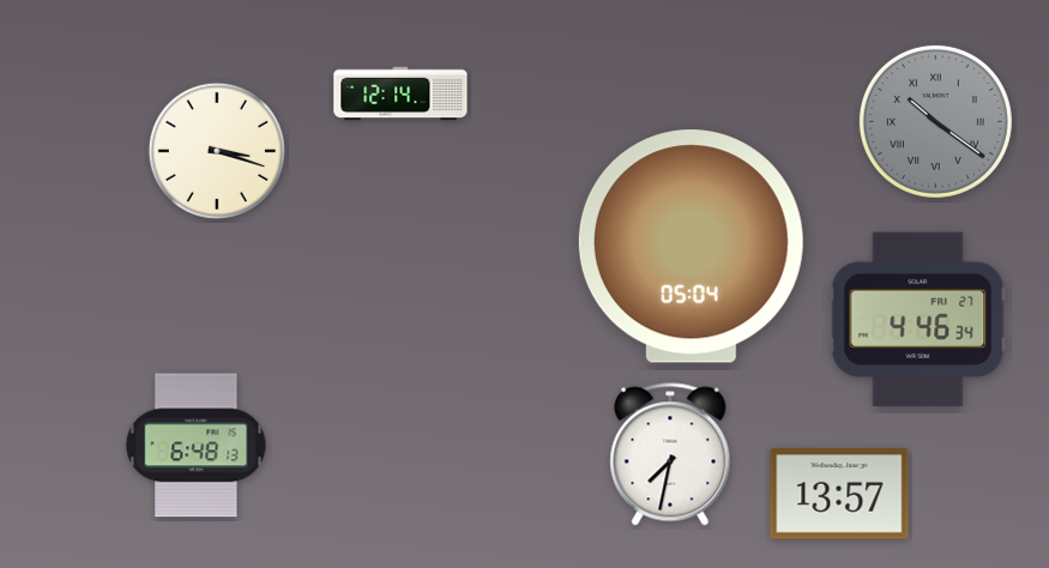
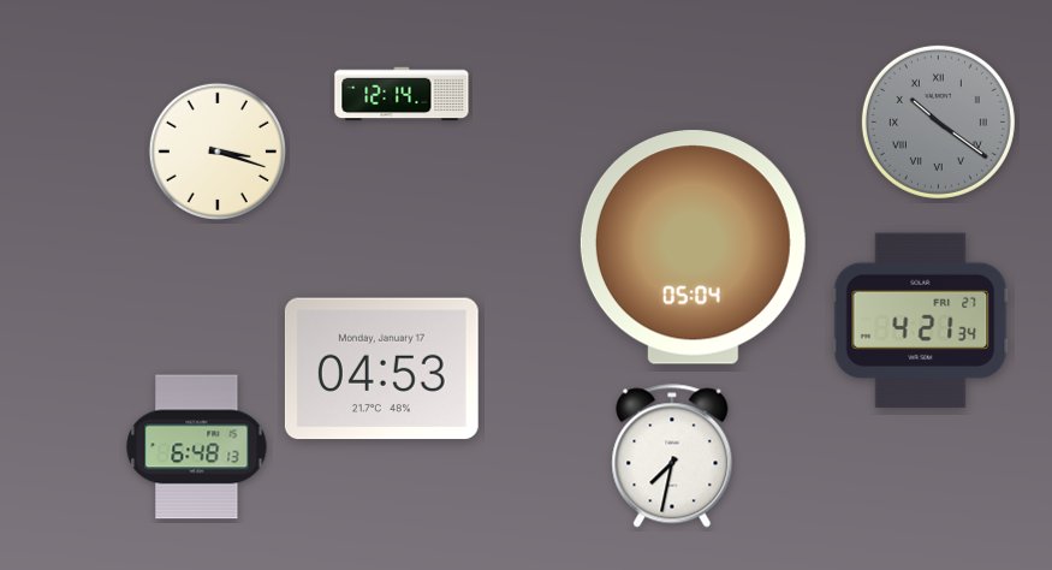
clock at (918, 320): 4:46 -> 4:21
clock at (381, 369): none -> 04:53
clock at (839, 494): 13:57 -> none
